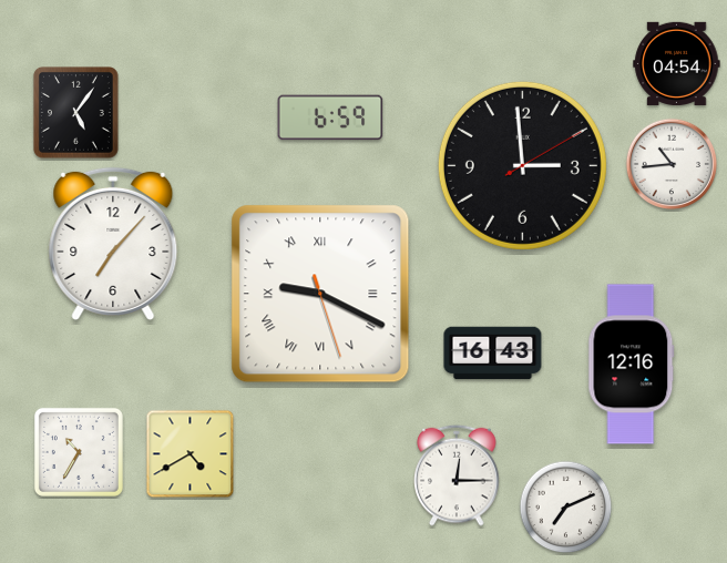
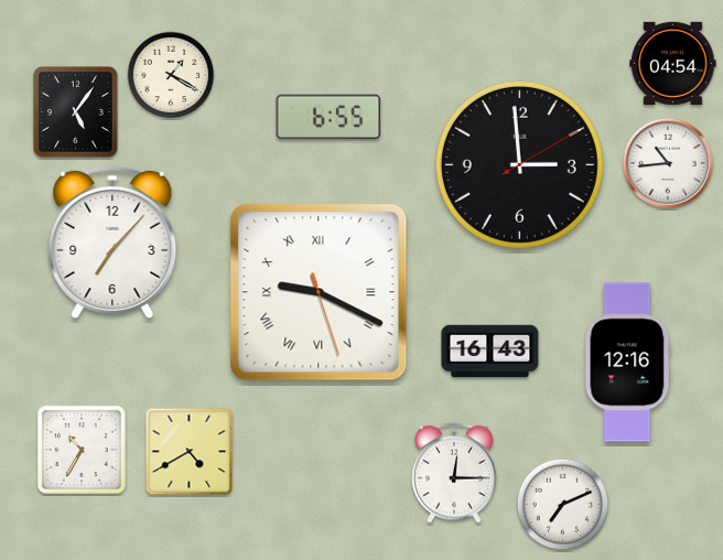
clock at (171, 75): none -> 1:20
clock at (330, 117): 6:59 -> 6:55
clock at (79, 452) position: (79, 452) -> (82, 450)
